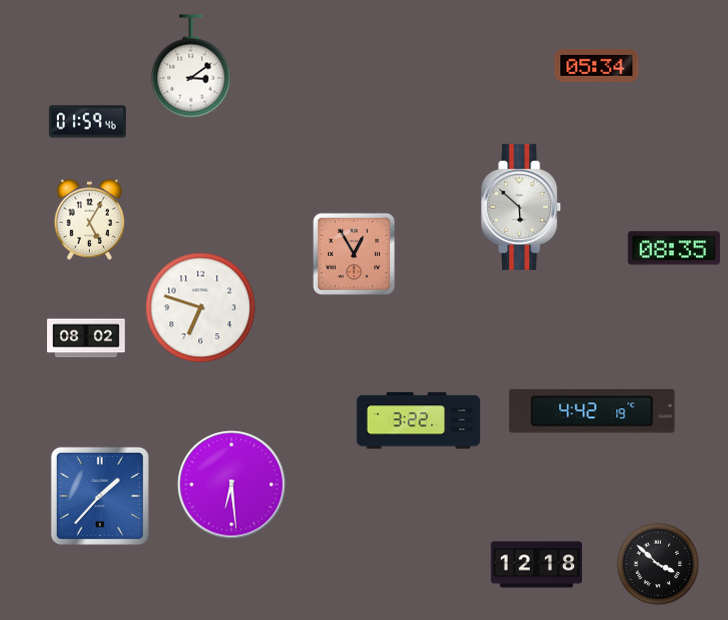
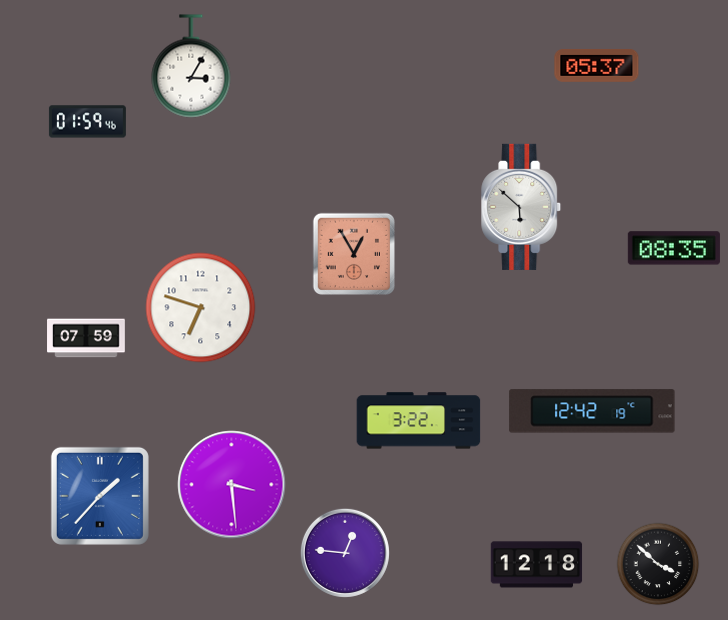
clock at (597, 65): 05:34 -> 05:37
clock at (191, 66): 3:09 -> 3:05
clock at (90, 219): 5:05 -> none
clock at (86, 338): 08:02 -> 07:59
clock at (592, 411): 4:42 -> 12:42
clock at (232, 485): 6:29 -> 3:29
clock at (345, 553): none -> 12:46
